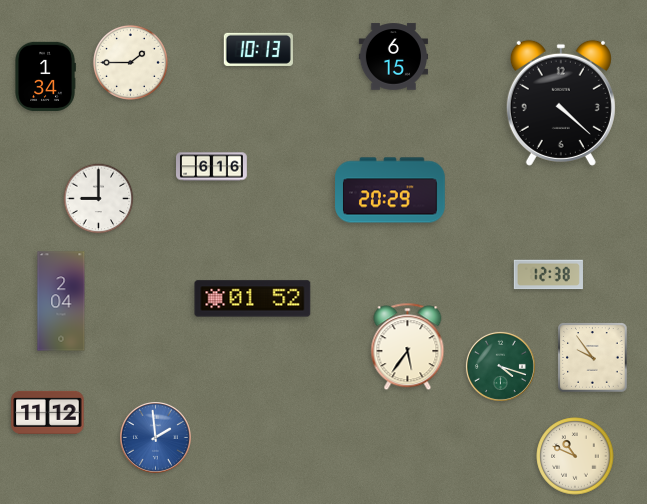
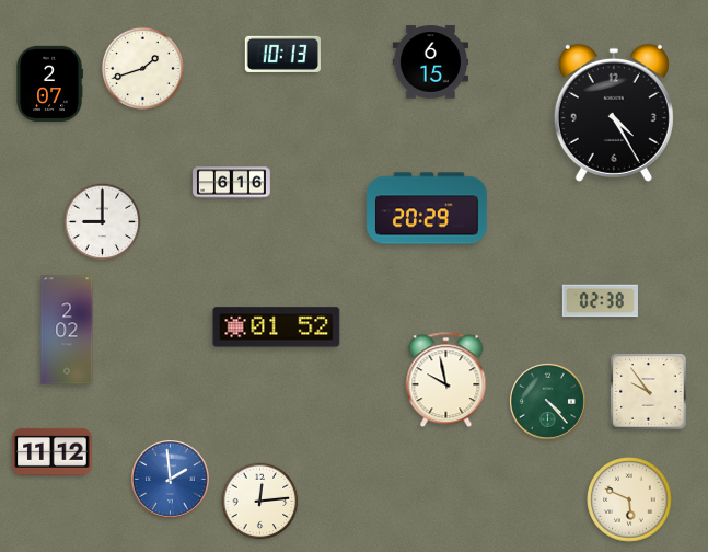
clock at (130, 62): 1:45 -> 1:42
clock at (45, 76): 1:34 -> 2:07
clock at (561, 103): 4:22 -> 4:25
clock at (99, 199) position: (99, 199) -> (103, 222)
clock at (548, 275): 12:38 -> 02:38
clock at (61, 301): 2:04 -> 2:02
clock at (408, 347): 5:36 -> 9:58
clock at (500, 366): 4:18 -> 4:23
clock at (575, 456): 10:49 -> 5:49
clock at (260, 502): none -> 12:14
